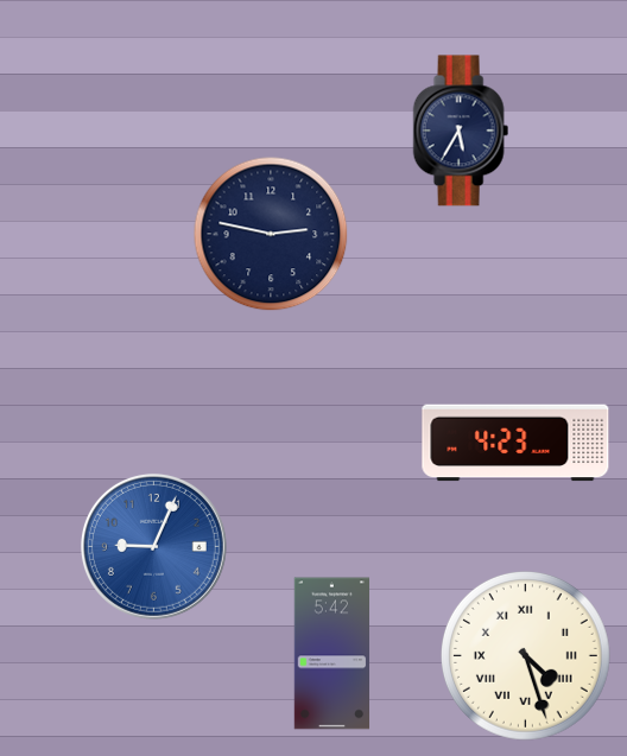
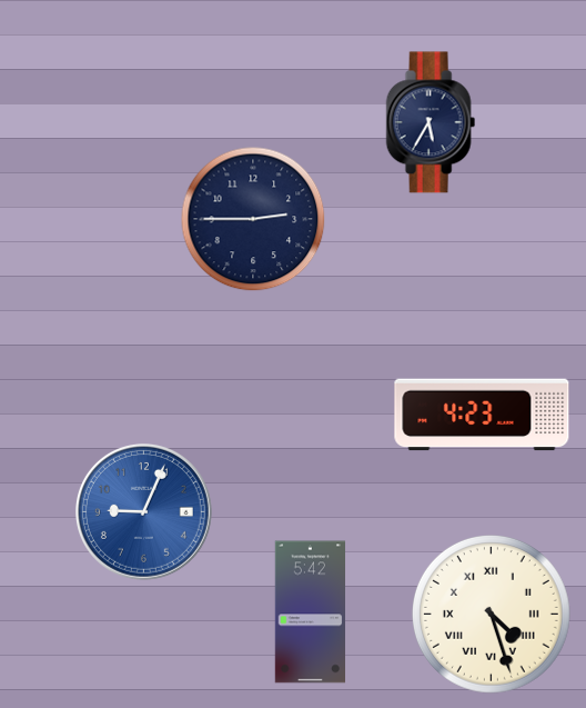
clock at (271, 234): 2:47 -> 2:45
